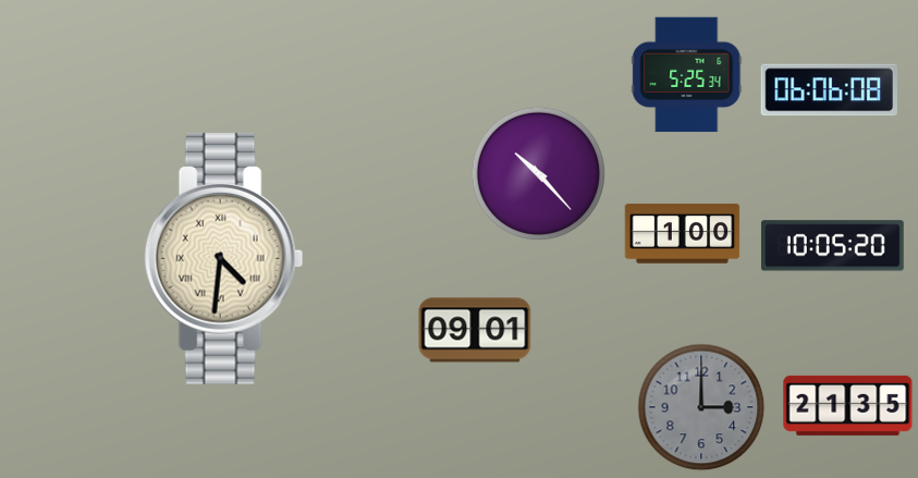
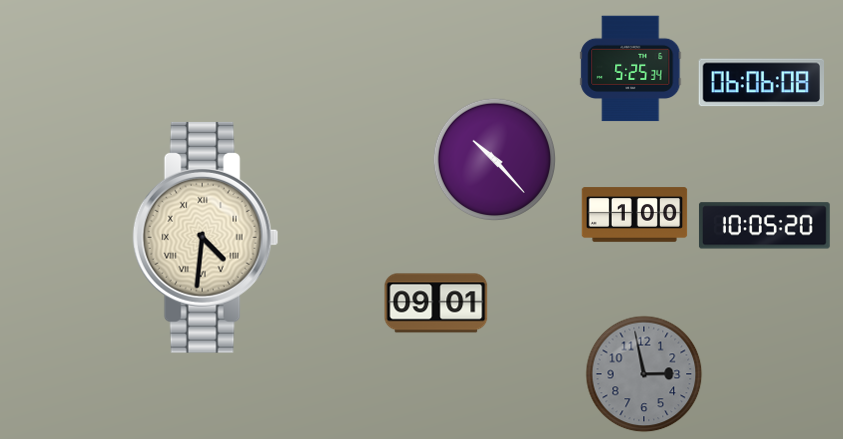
clock at (683, 234) position: (683, 234) -> (635, 215)
clock at (848, 405): 21:35 -> none
clock at (701, 407): 3:00 -> 2:58
